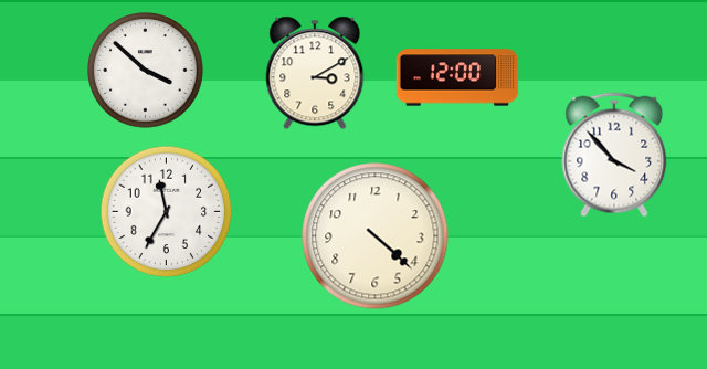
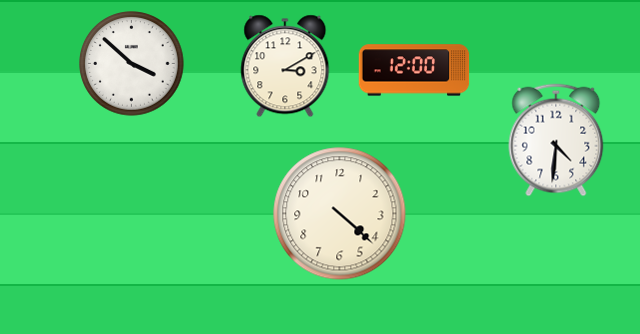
clock at (614, 155): 3:53 -> 4:31
clock at (167, 212): 11:35 -> none
